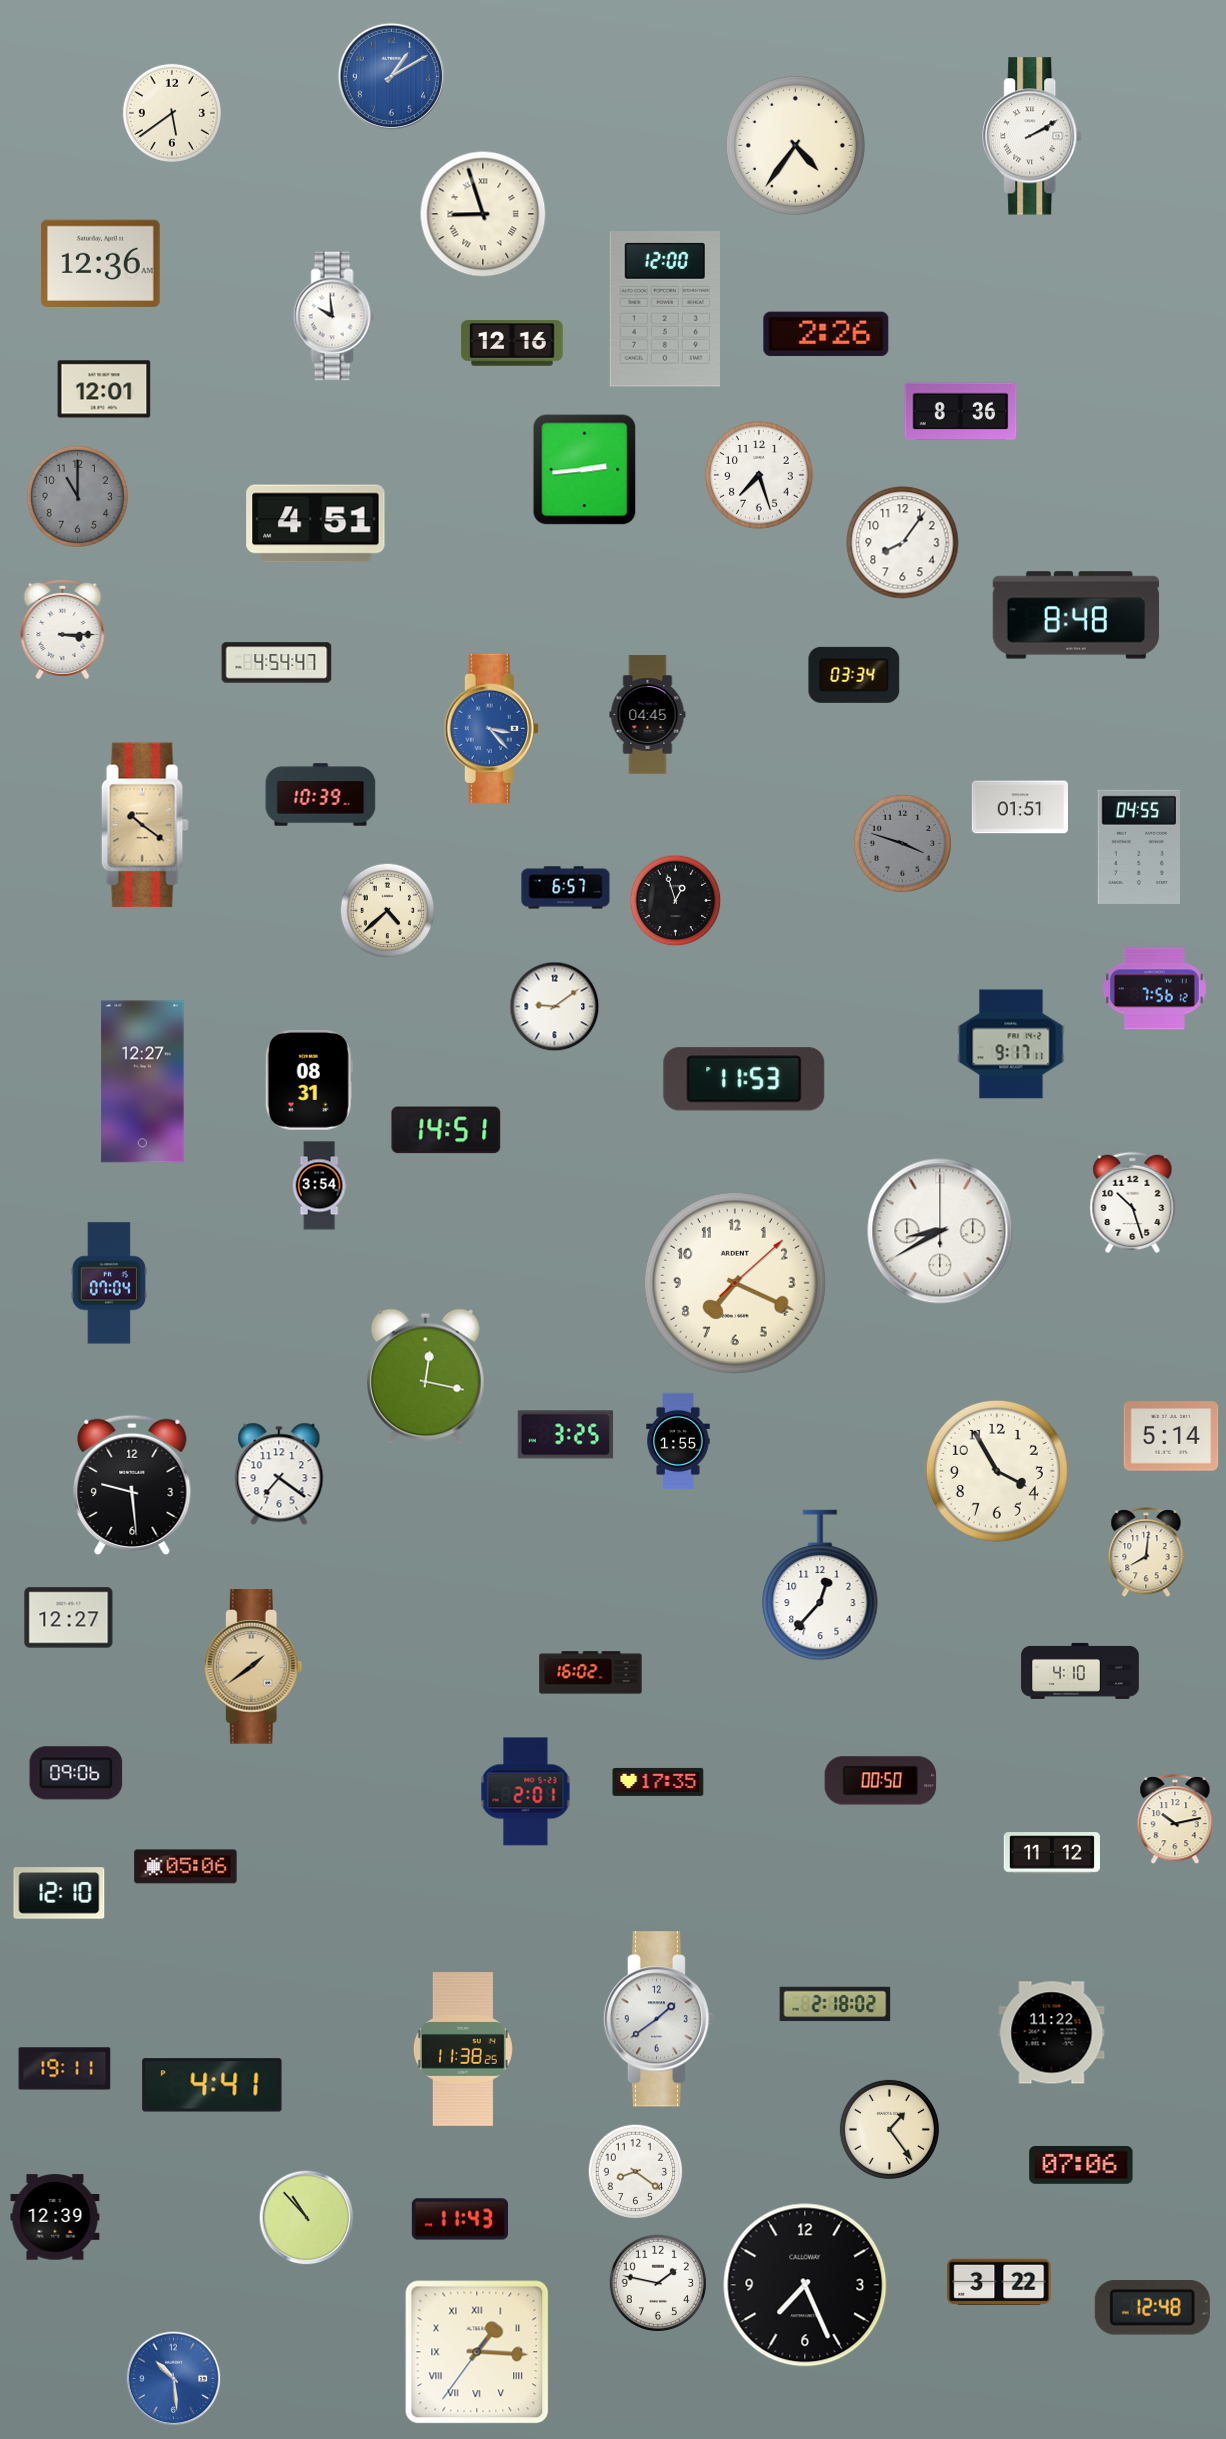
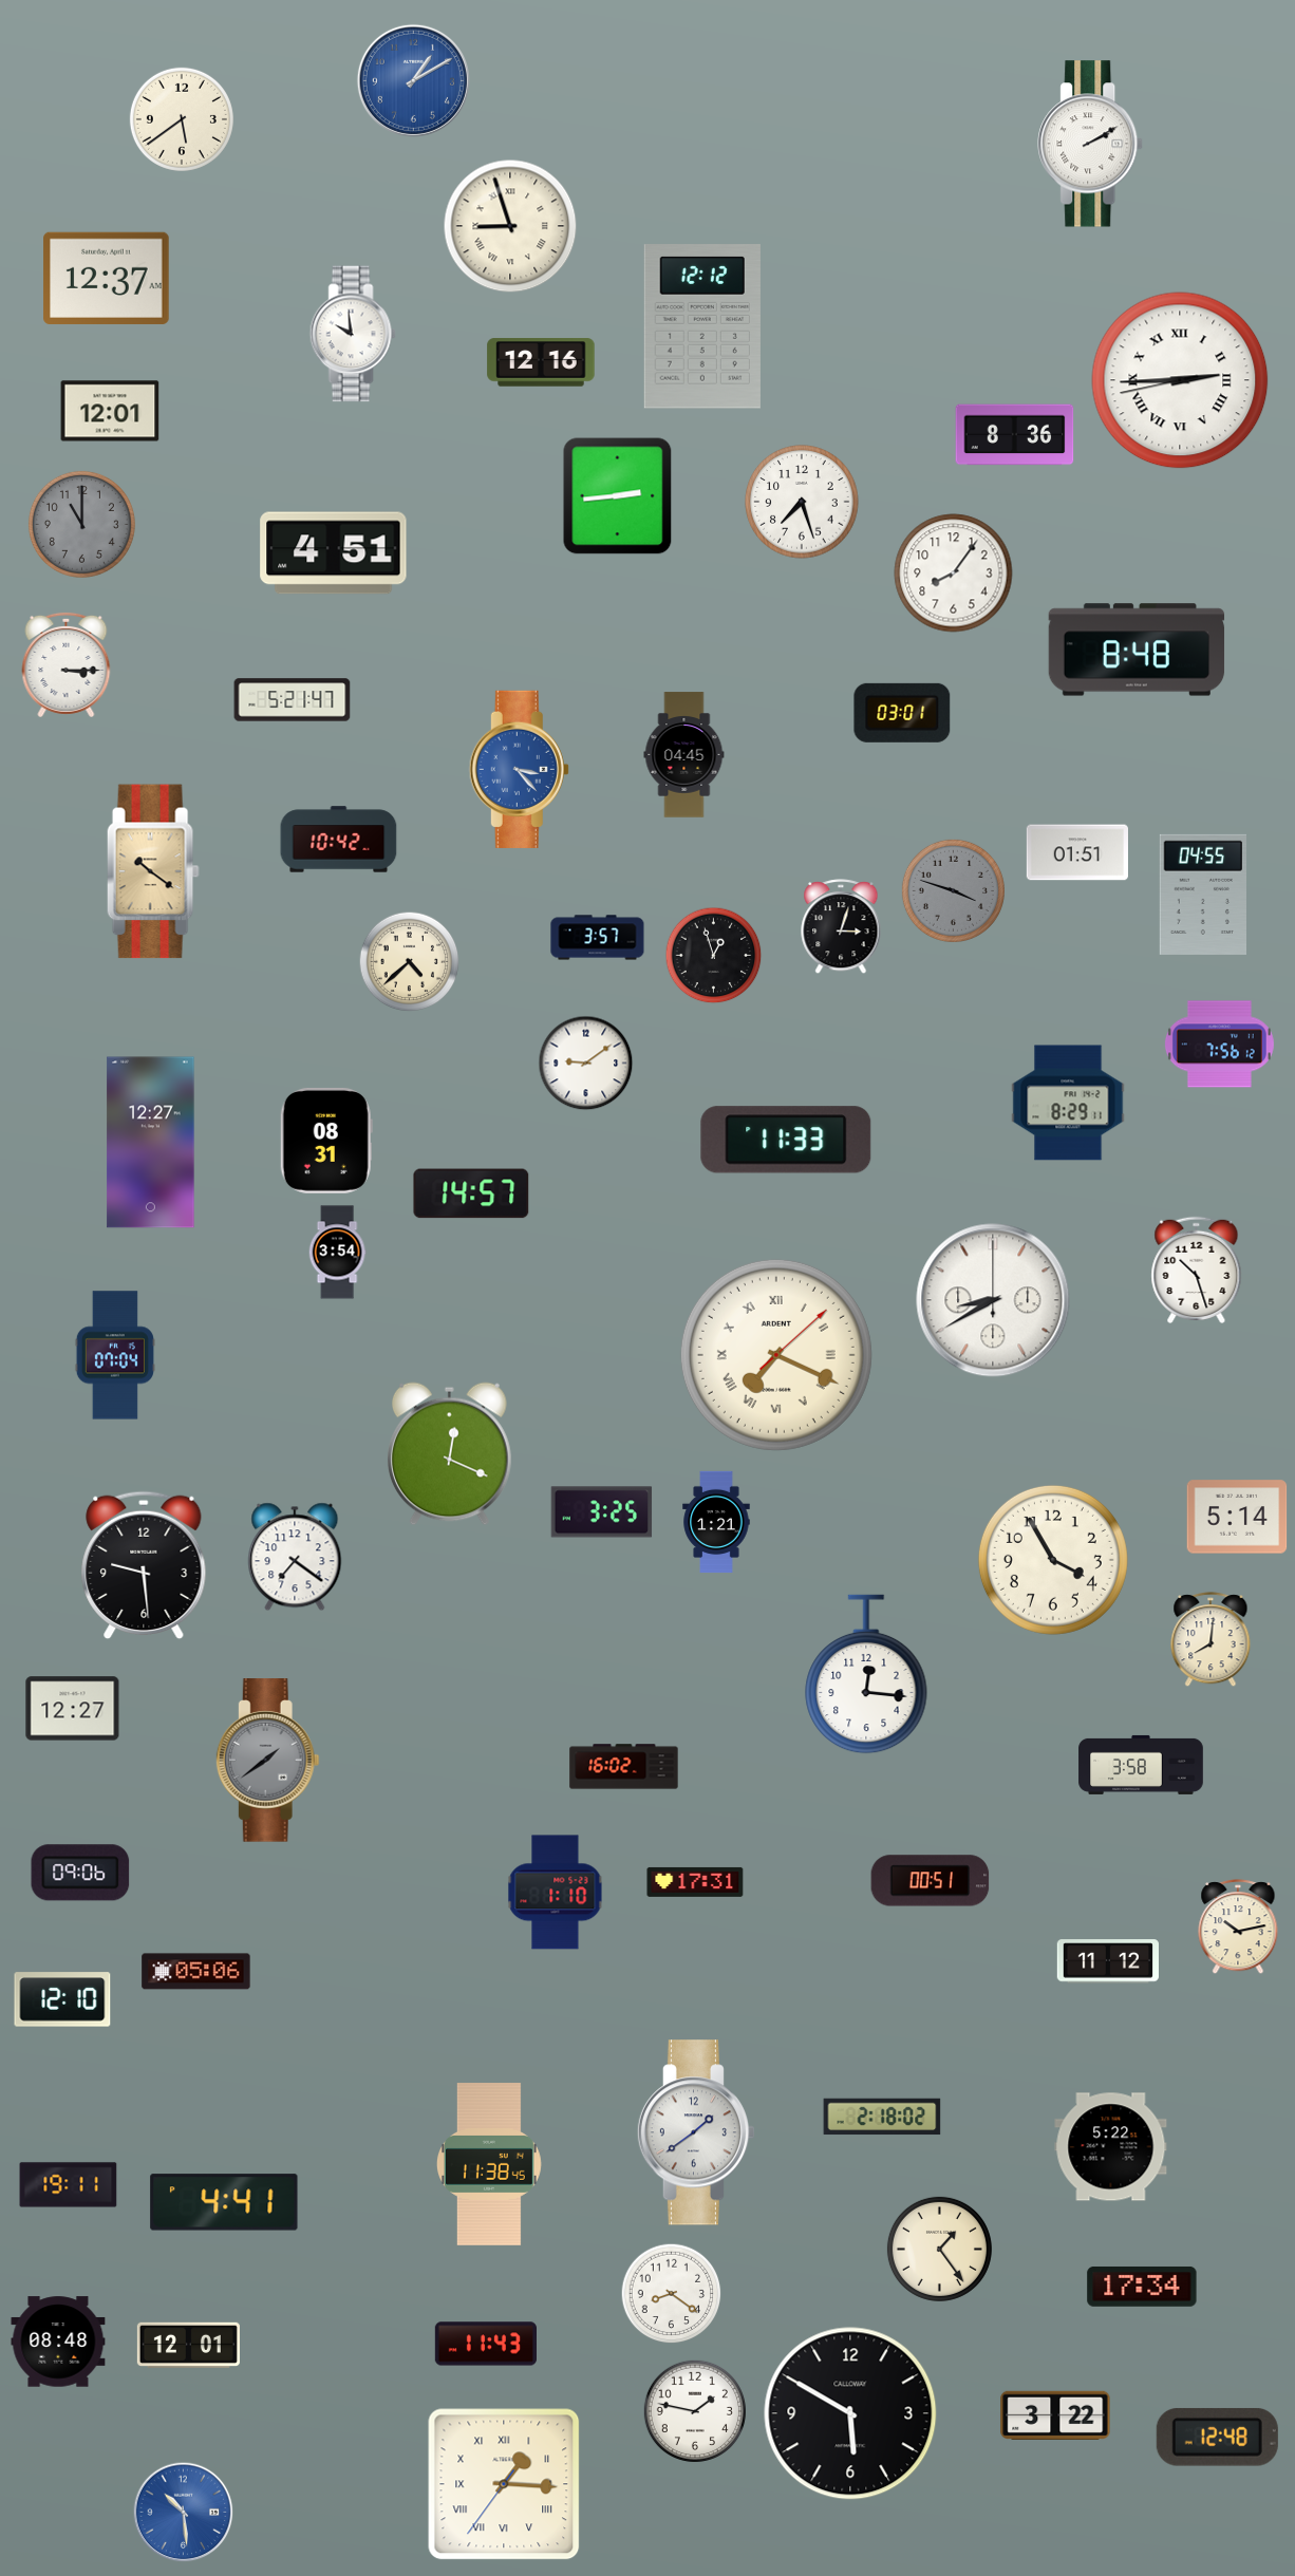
clock at (795, 145): 4:36 -> none
clock at (101, 263): 12:36 -> 12:37
clock at (665, 309): 12:00 -> 12:12
clock at (826, 334): 2:26 -> none
clock at (1180, 380): none -> 2:44
clock at (277, 663): 4:54 -> 5:21
clock at (854, 675): 03:34 -> 03:01
clock at (321, 795): 10:39 -> 10:42
clock at (841, 927): none -> 3:03
clock at (566, 888): 6:57 -> 3:57
clock at (676, 901) position: (676, 901) -> (714, 956)
clock at (1011, 1044): 9:17 -> 8:29
clock at (744, 1079): 11:53 -> 11:33
clock at (446, 1130): 14:51 -> 14:57
clock at (735, 1283) numerals: Arabic -> Roman
clock at (425, 1377): 12:17 -> 12:19
clock at (566, 1435) position: (566, 1435) -> (602, 1512)
clock at (678, 1441): 1:55 -> 1:21
clock at (997, 1471) position: (997, 1471) -> (1053, 1560)
clock at (132, 1485) position: (132, 1485) -> (144, 1565)
clock at (820, 1585): 12:37 -> 12:16
clock at (253, 1667) dial: champagne -> grey
clock at (1080, 1671): 4:10 -> 3:58
clock at (881, 1781): 00:50 -> 00:51
clock at (658, 1782): 17:35 -> 17:31
clock at (526, 1792): 2:01 -> 1:10
clock at (1175, 1820) position: (1175, 1820) -> (1238, 1928)
clock at (1052, 1853) position: (1052, 1853) -> (1108, 1961)
clock at (1052, 2033): 11:22 -> 5:22
clock at (463, 2049): 11:38:25 -> 11:38:45
clock at (1081, 2165): 07:06 -> 17:34
clock at (55, 2217): 12:39 -> 08:48
clock at (307, 2218): 10:53 -> none
clock at (188, 2345): none -> 12:01
clock at (999, 2282) position: (999, 2282) -> (1055, 2415)
clock at (805, 2285): 7:26 -> 5:50
